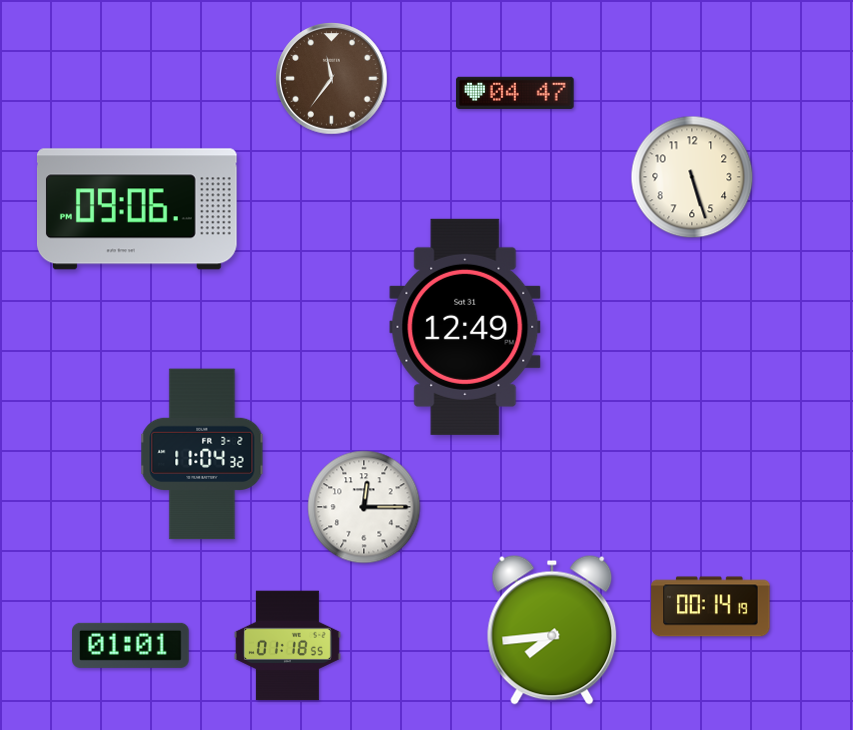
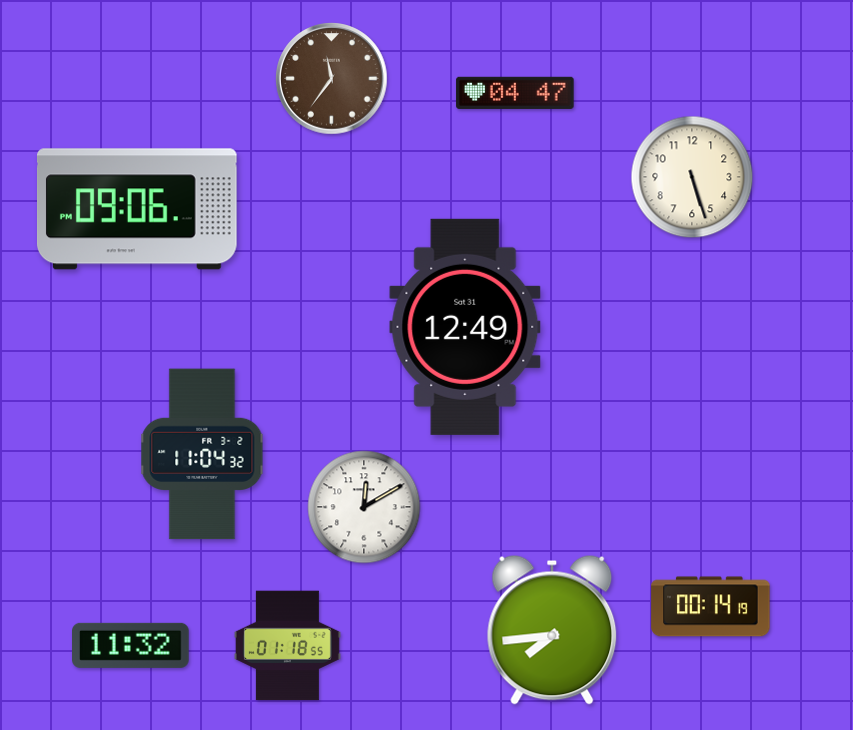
clock at (364, 507): 12:15 -> 12:10
clock at (131, 645): 01:01 -> 11:32
